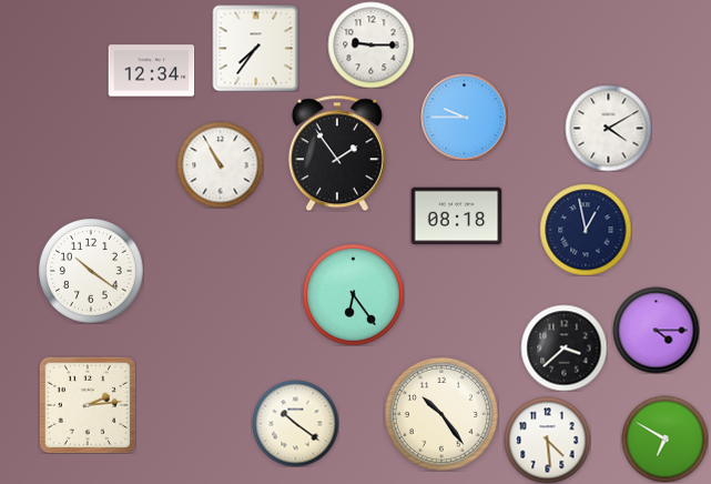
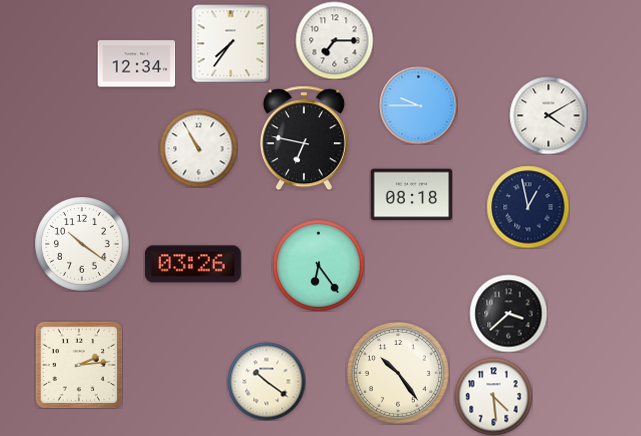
clock at (370, 44): 9:15 -> 7:15
clock at (337, 153): 1:54 -> 6:47
clock at (193, 264): none -> 03:26
clock at (656, 330): 4:15 -> none
clock at (664, 438): 6:50 -> none
